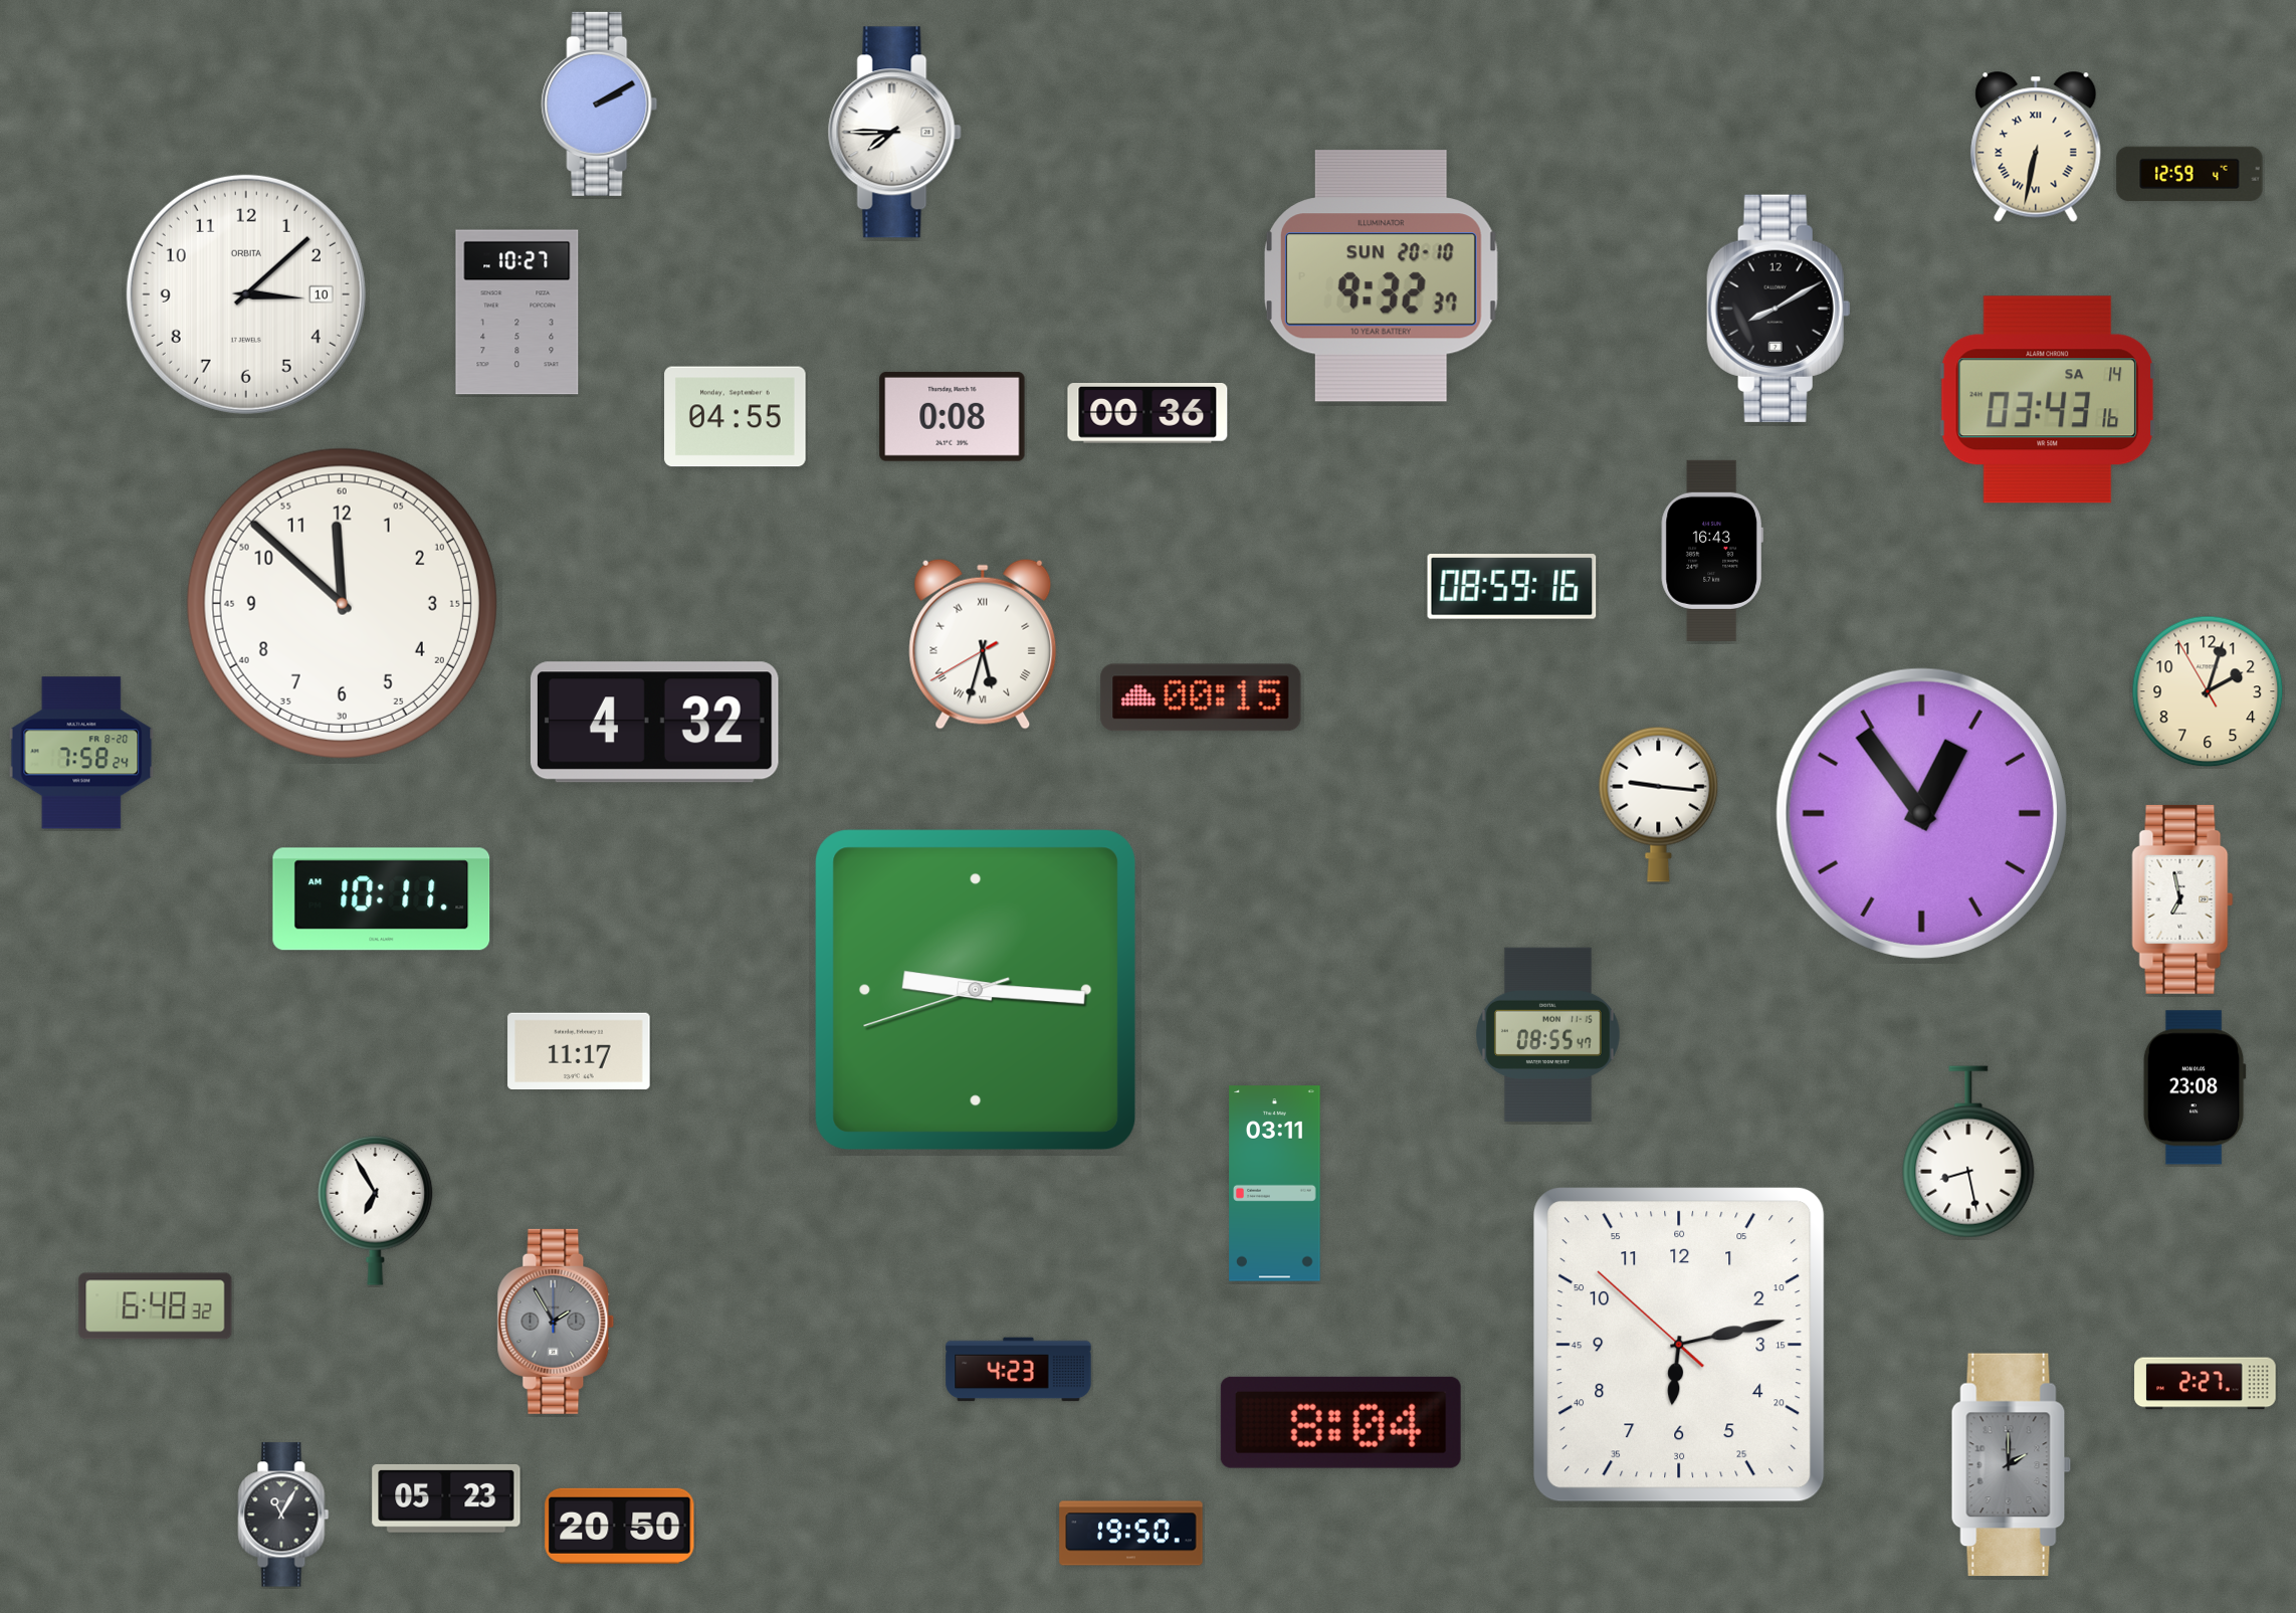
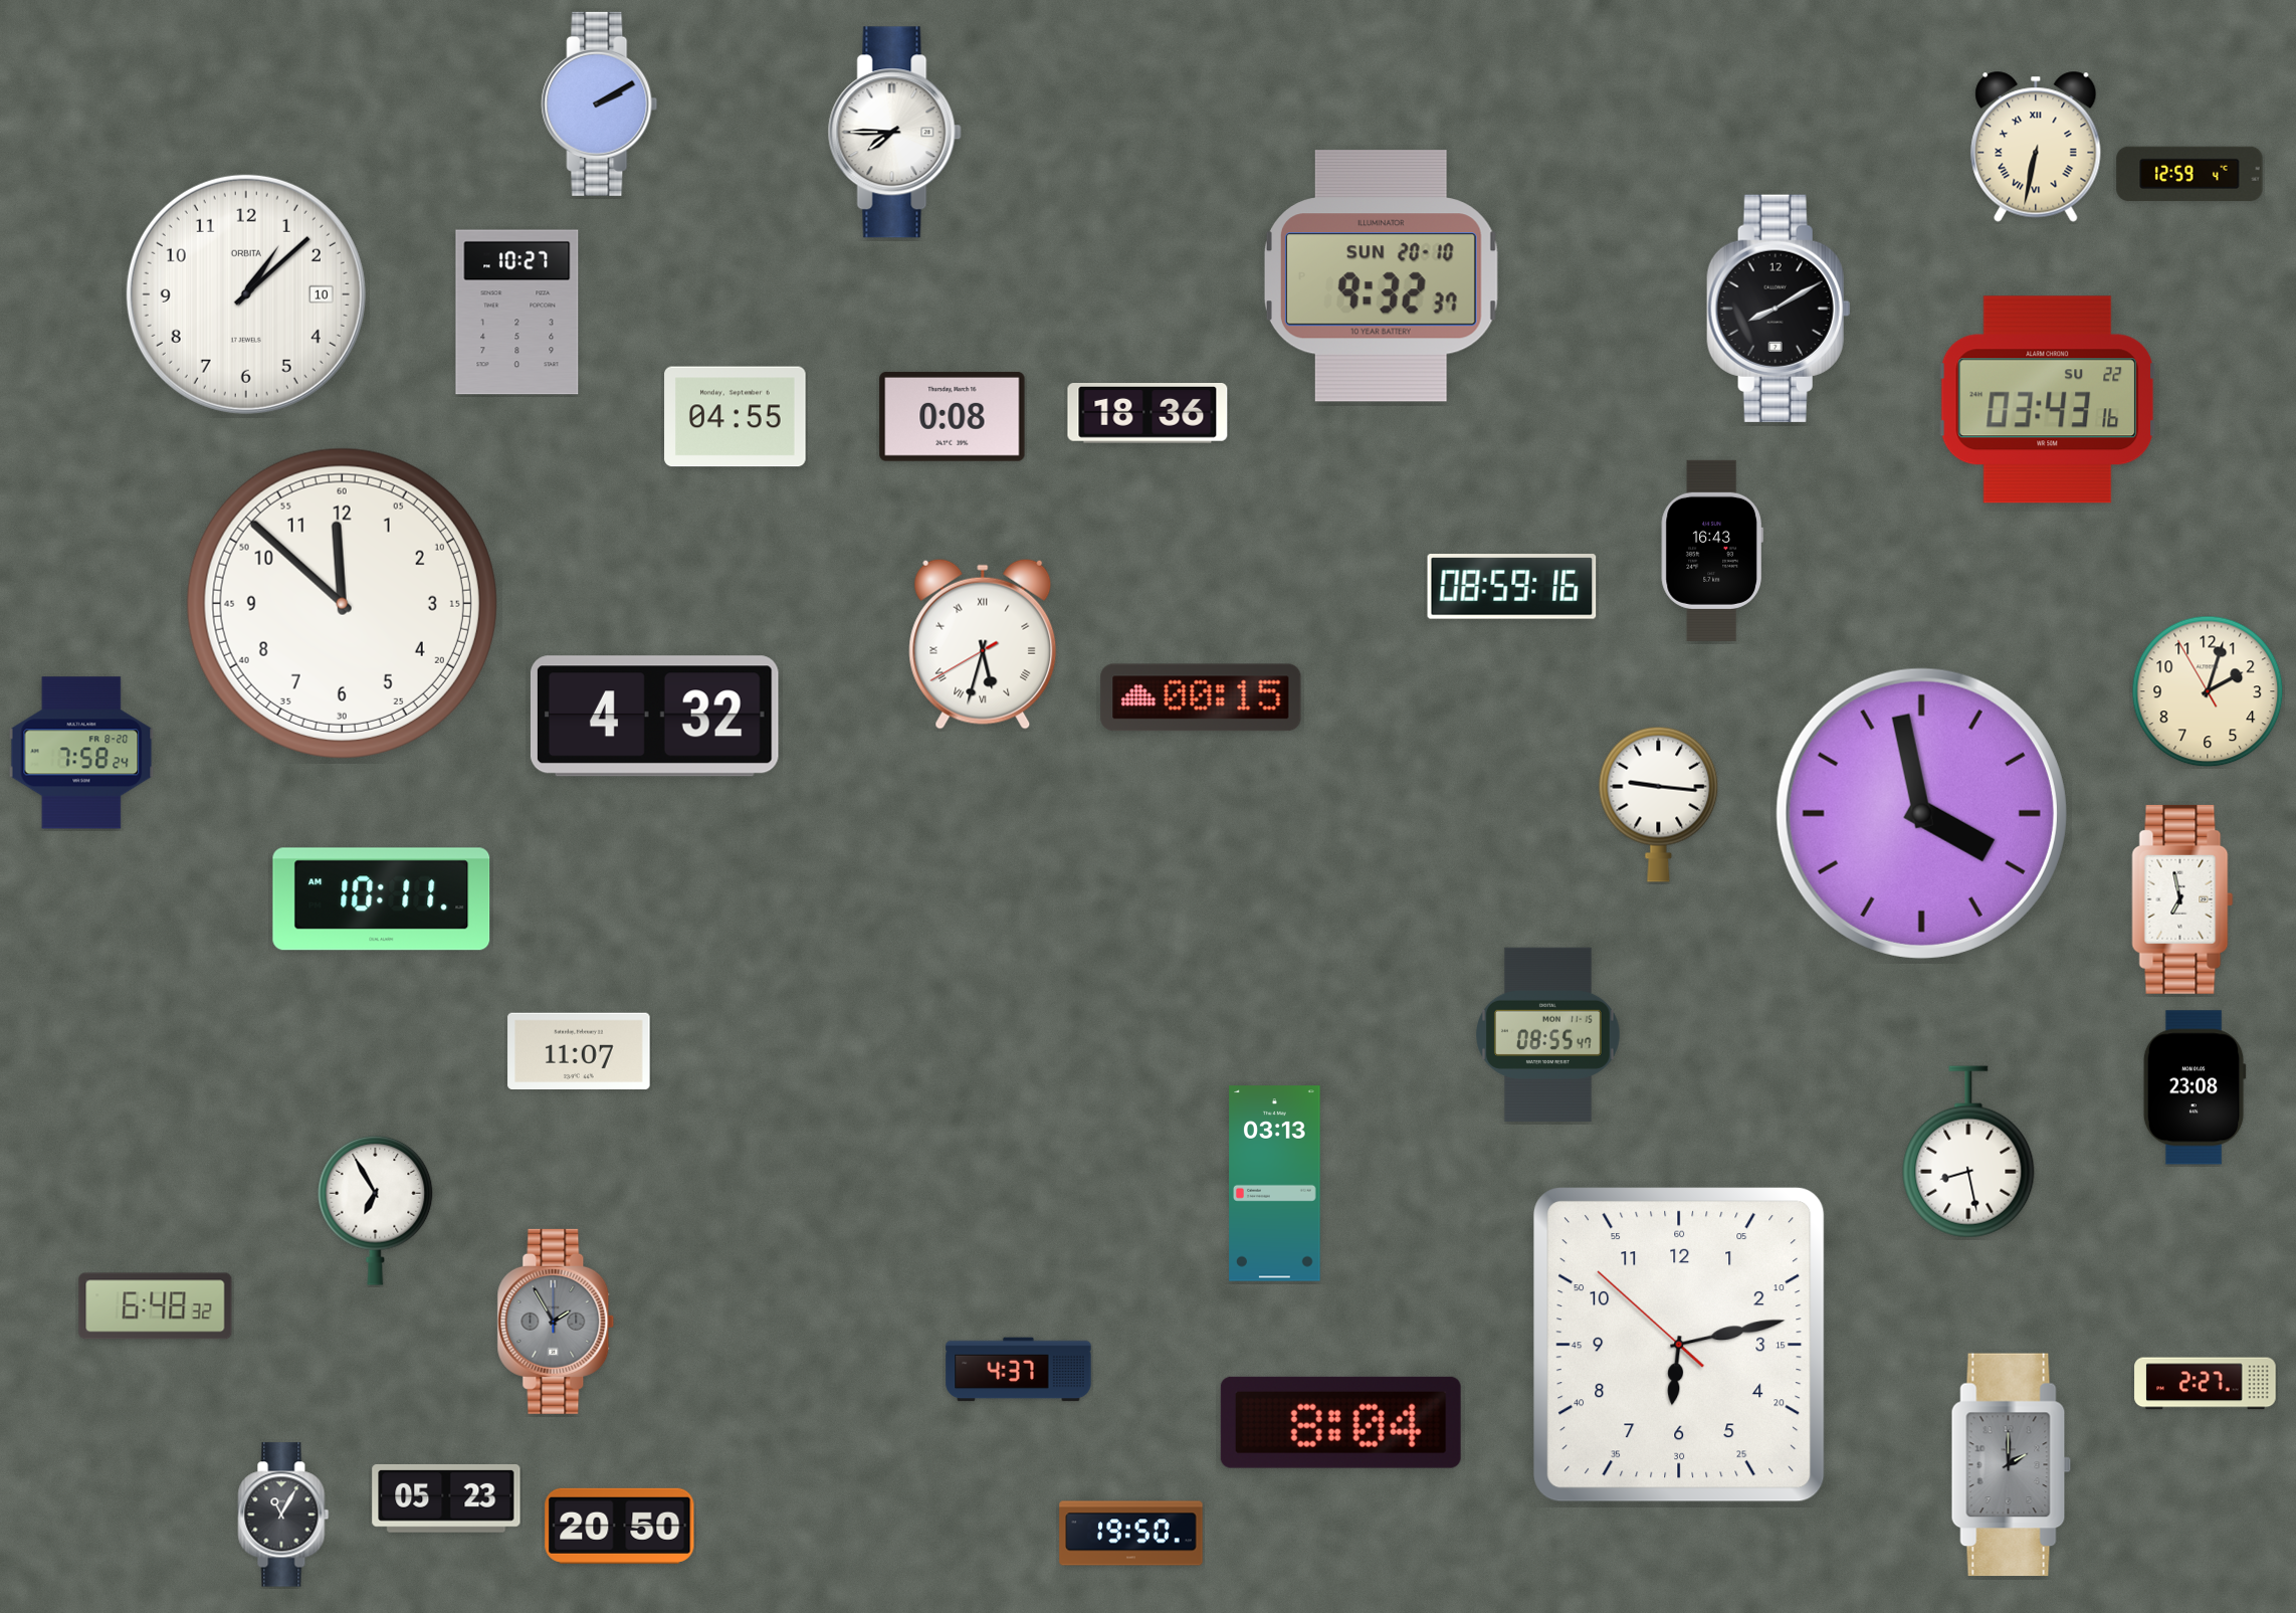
clock at (246, 294): 3:08 -> 1:08
clock at (2048, 400) date: SA 14 -> SU 22
clock at (1147, 414): 00:36 -> 18:36
clock at (654, 723) position: (654, 723) -> (654, 717)
clock at (1921, 813): 12:54 -> 3:58
clock at (976, 990): 9:15 -> none
clock at (579, 1050): 11:17 -> 11:07
clock at (1275, 1184): 03:11 -> 03:13
clock at (1019, 1370): 4:23 -> 4:37
